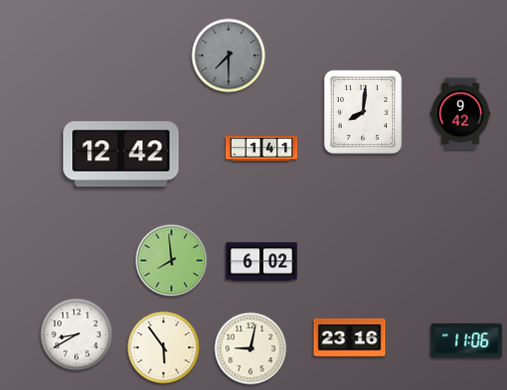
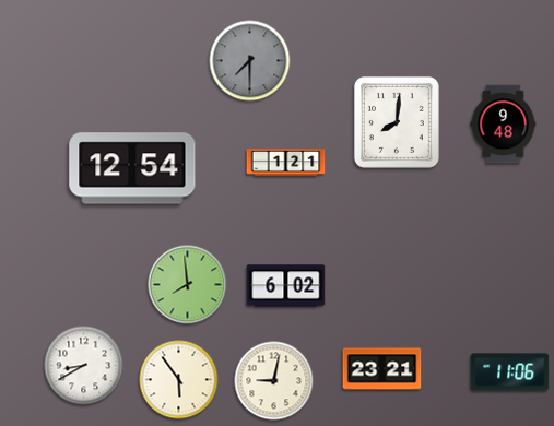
clock at (461, 114): 9:42 -> 9:48
clock at (262, 149): 1:41 -> 1:21
clock at (121, 154): 12:42 -> 12:54
clock at (350, 338): 23:16 -> 23:21
